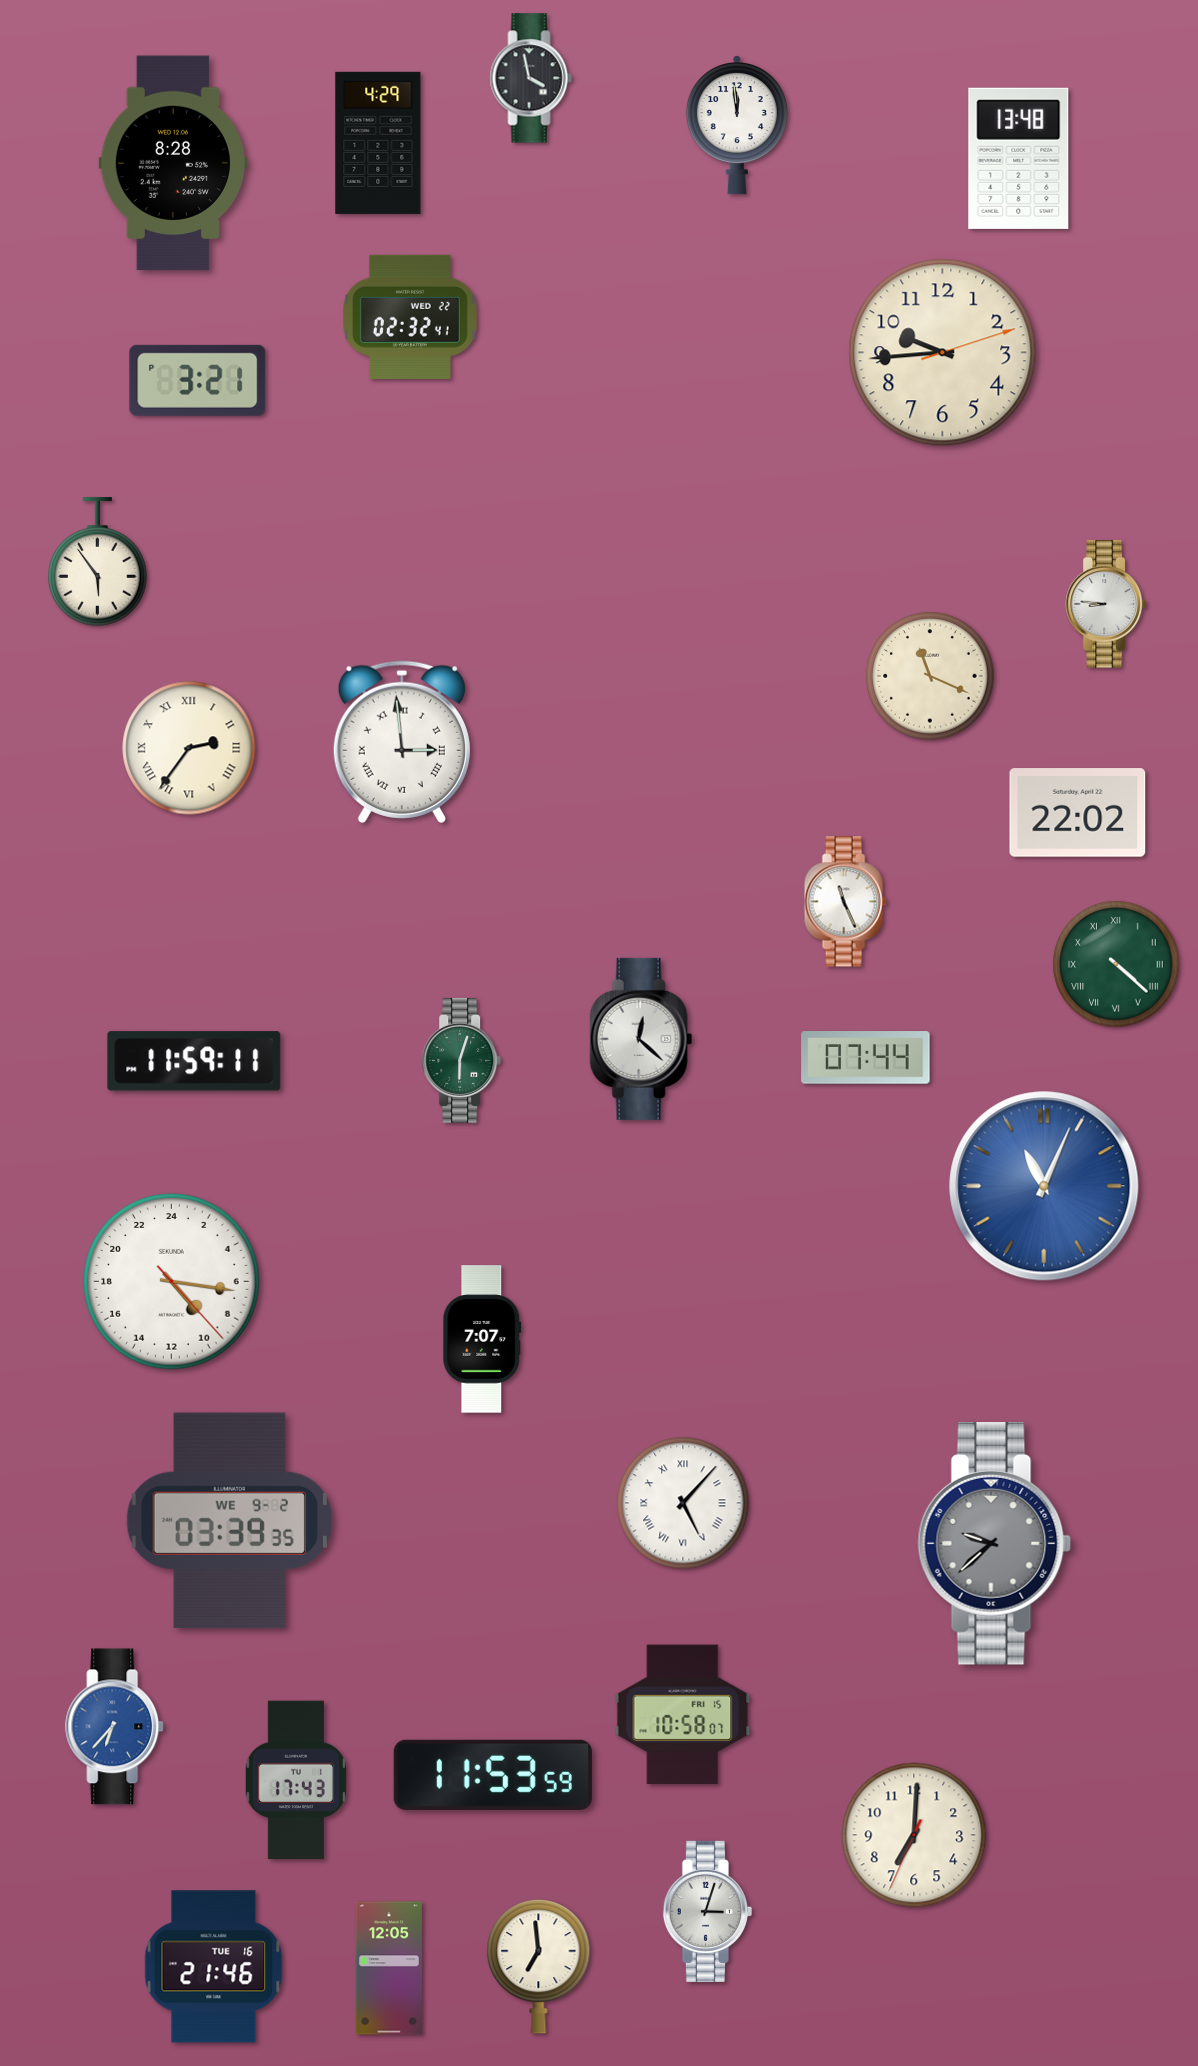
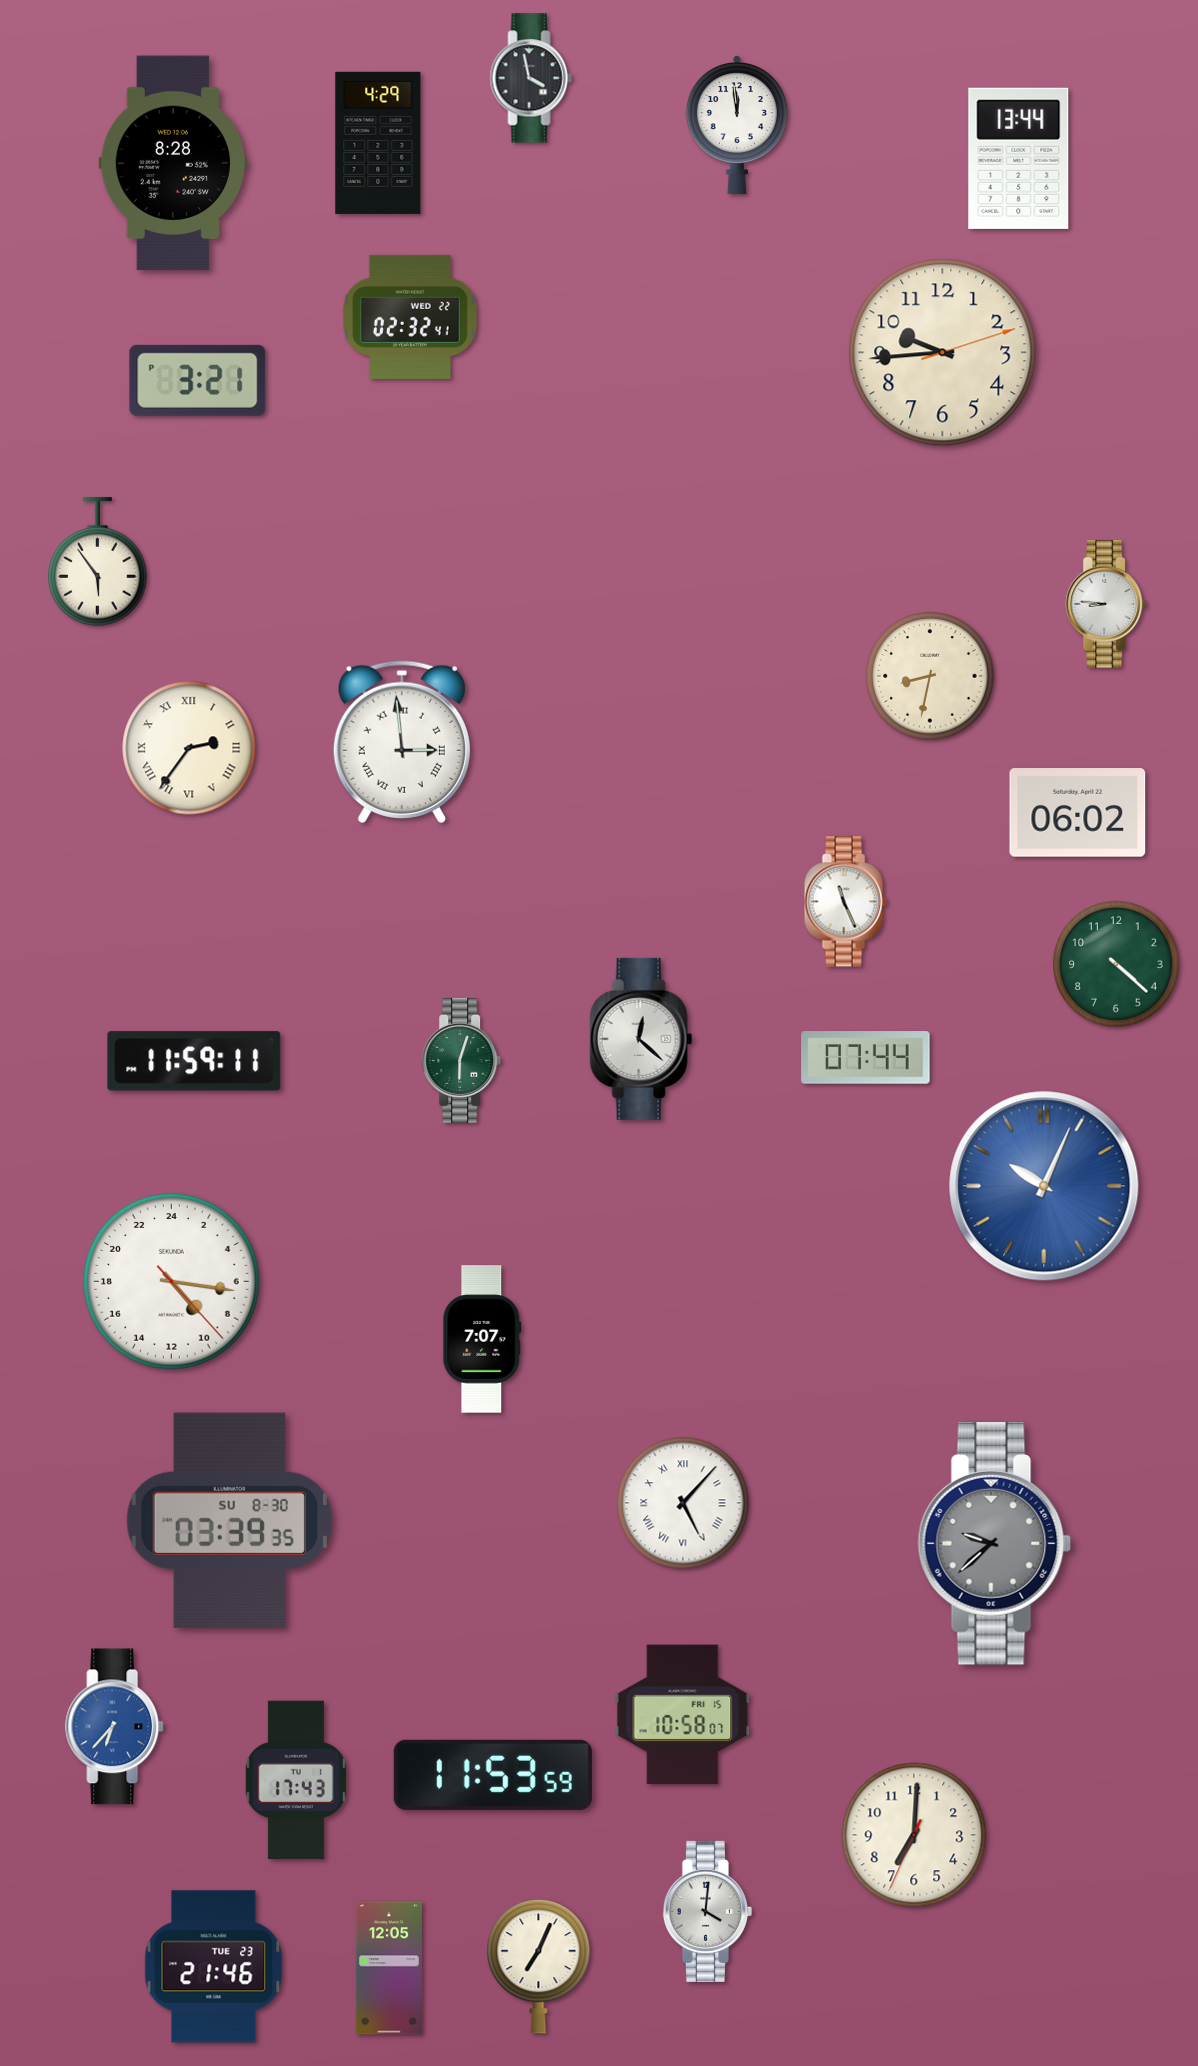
clock at (1019, 158): 13:48 -> 13:44
clock at (930, 676): 11:19 -> 8:32
clock at (1078, 813): 22:02 -> 06:02
clock at (1116, 964) numerals: Roman -> Arabic
clock at (1044, 1186): 11:04 -> 10:04
clock at (229, 1520) date: WE 9-2 -> SU 8-30
clock at (707, 1911): 3:03 -> 4:01
clock at (214, 1967) date: TUE 16 -> TUE 23
clock at (539, 1967): 6:59 -> 7:04
